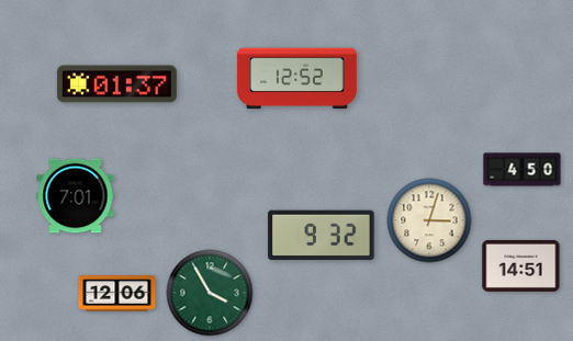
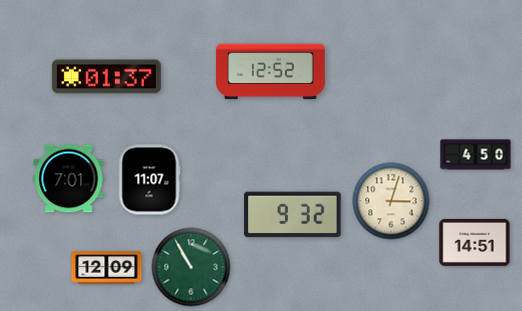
clock at (149, 180): none -> 11:07
clock at (210, 293): 3:55 -> 10:55
clock at (117, 294): 12:06 -> 12:09
